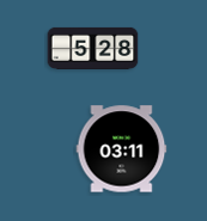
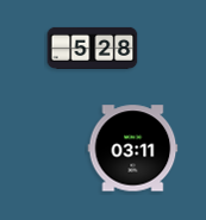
clock at (122, 149) position: (122, 149) -> (133, 149)
